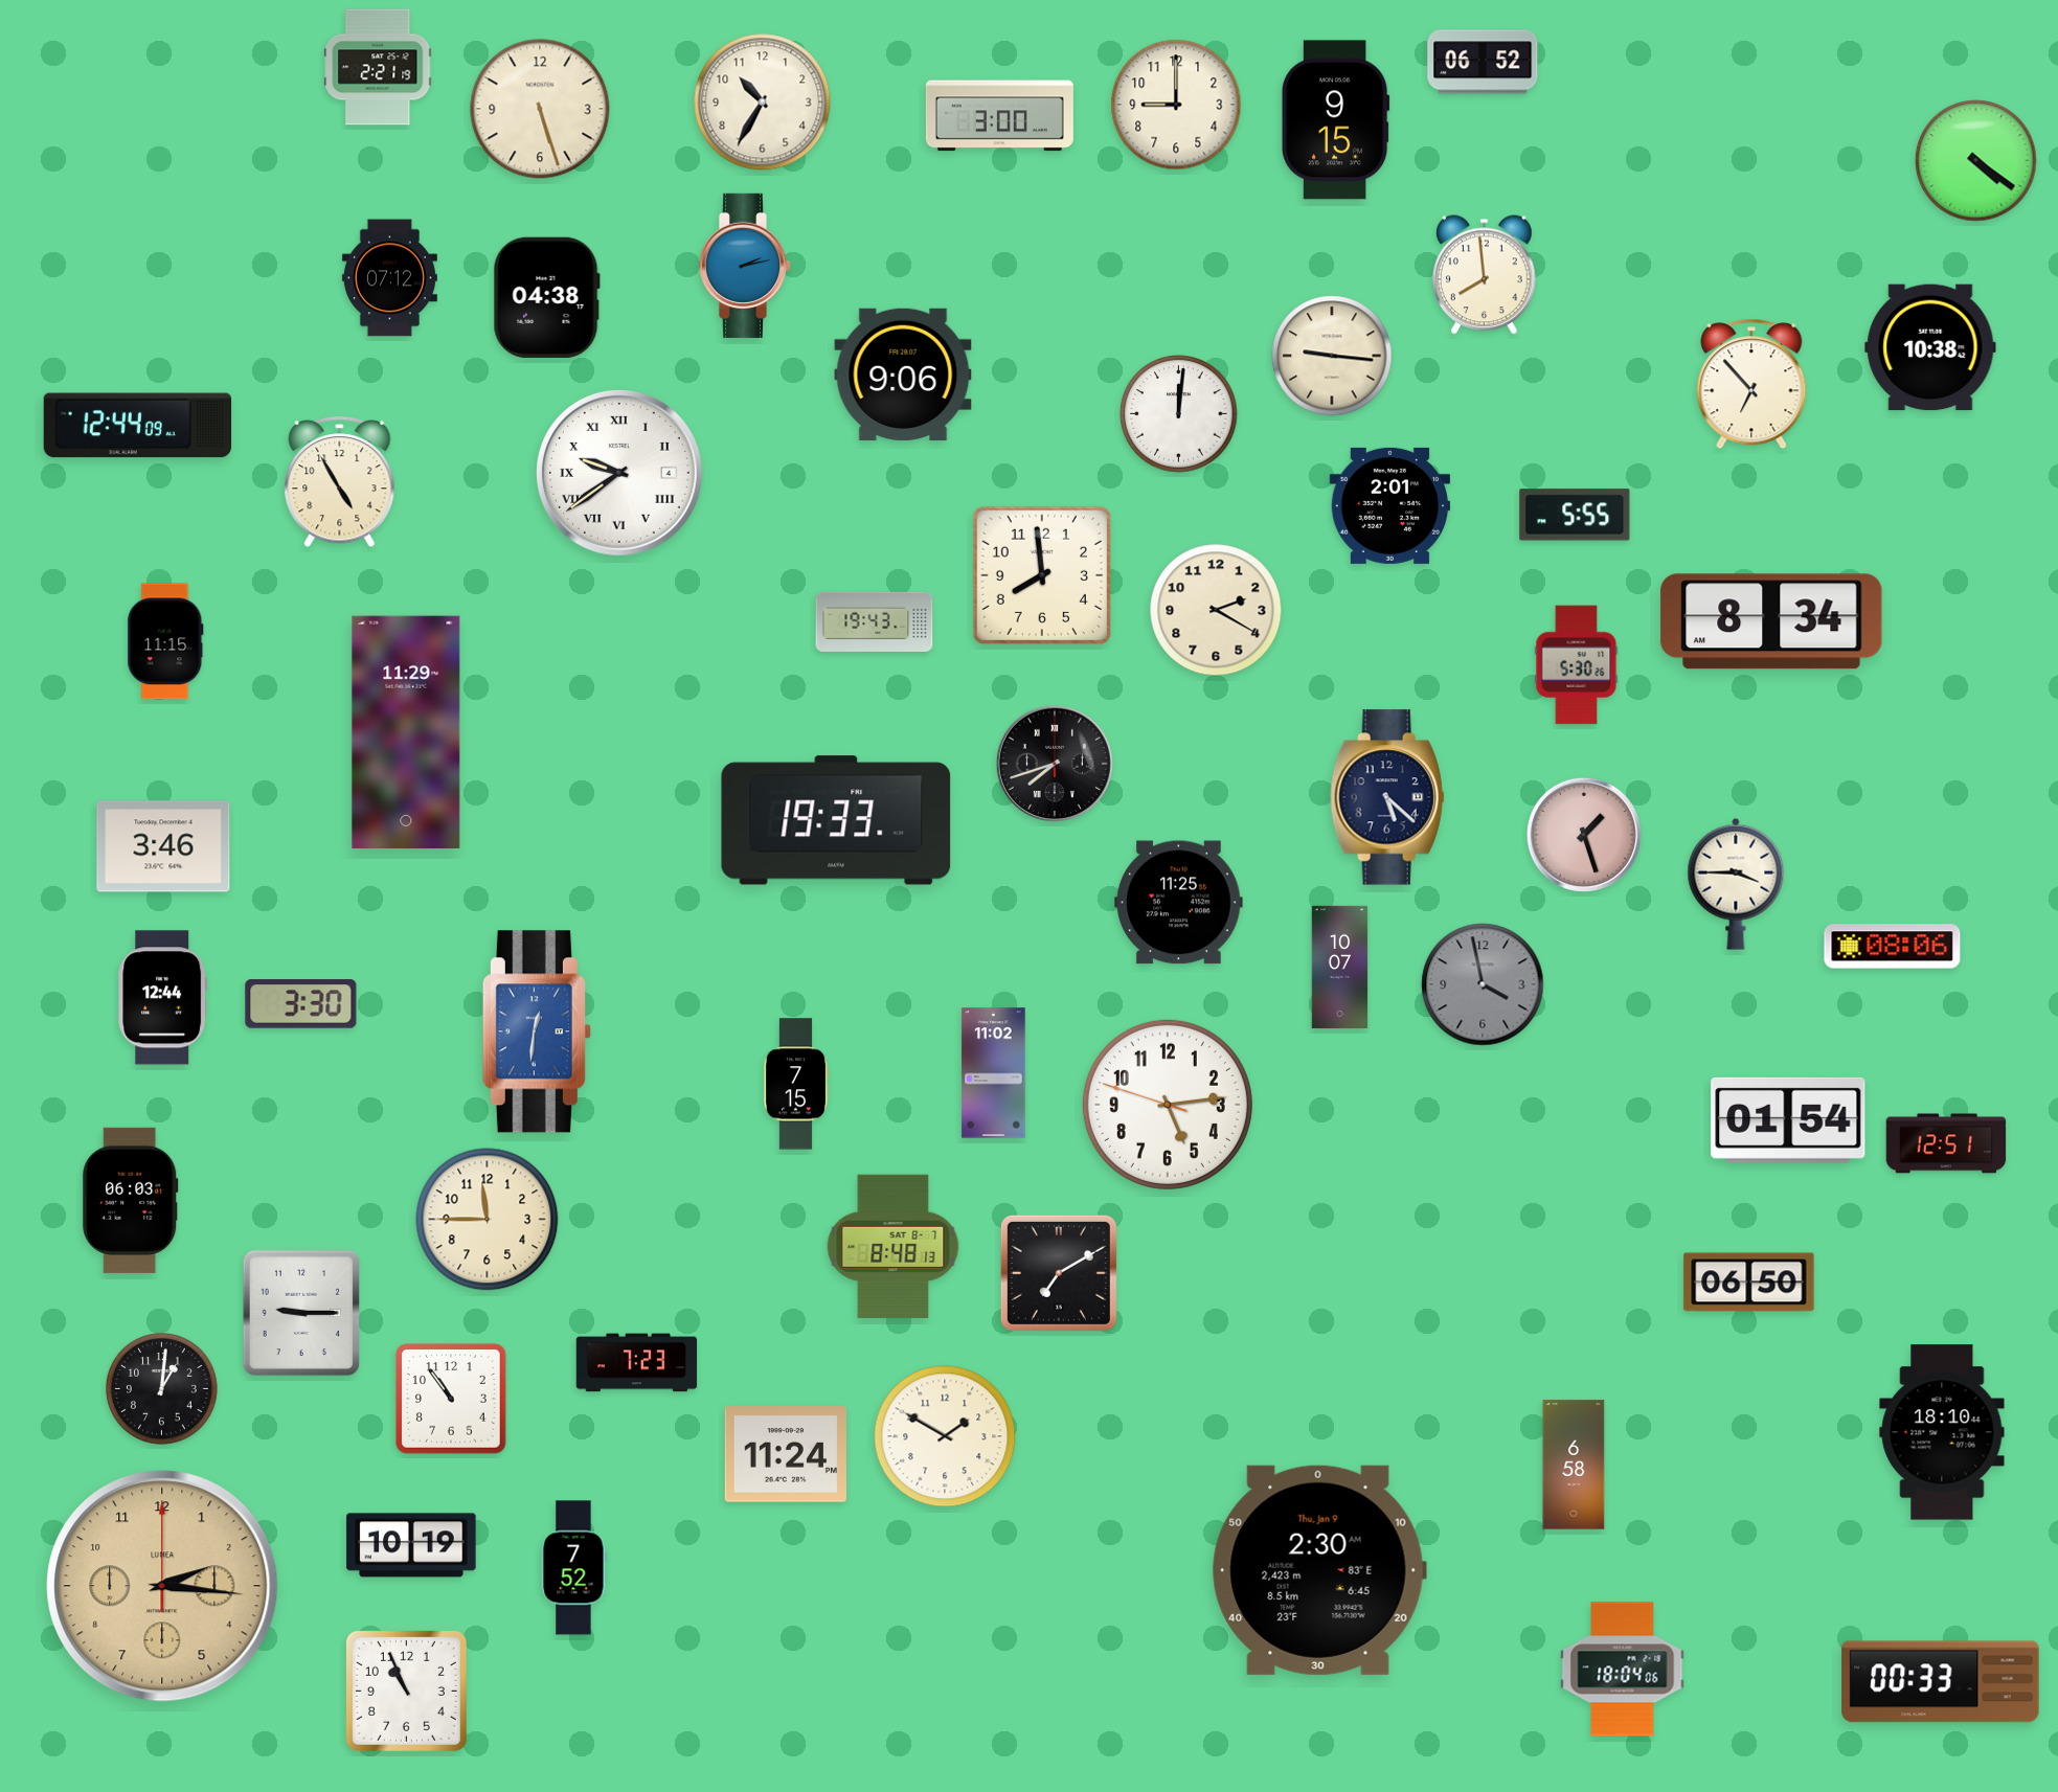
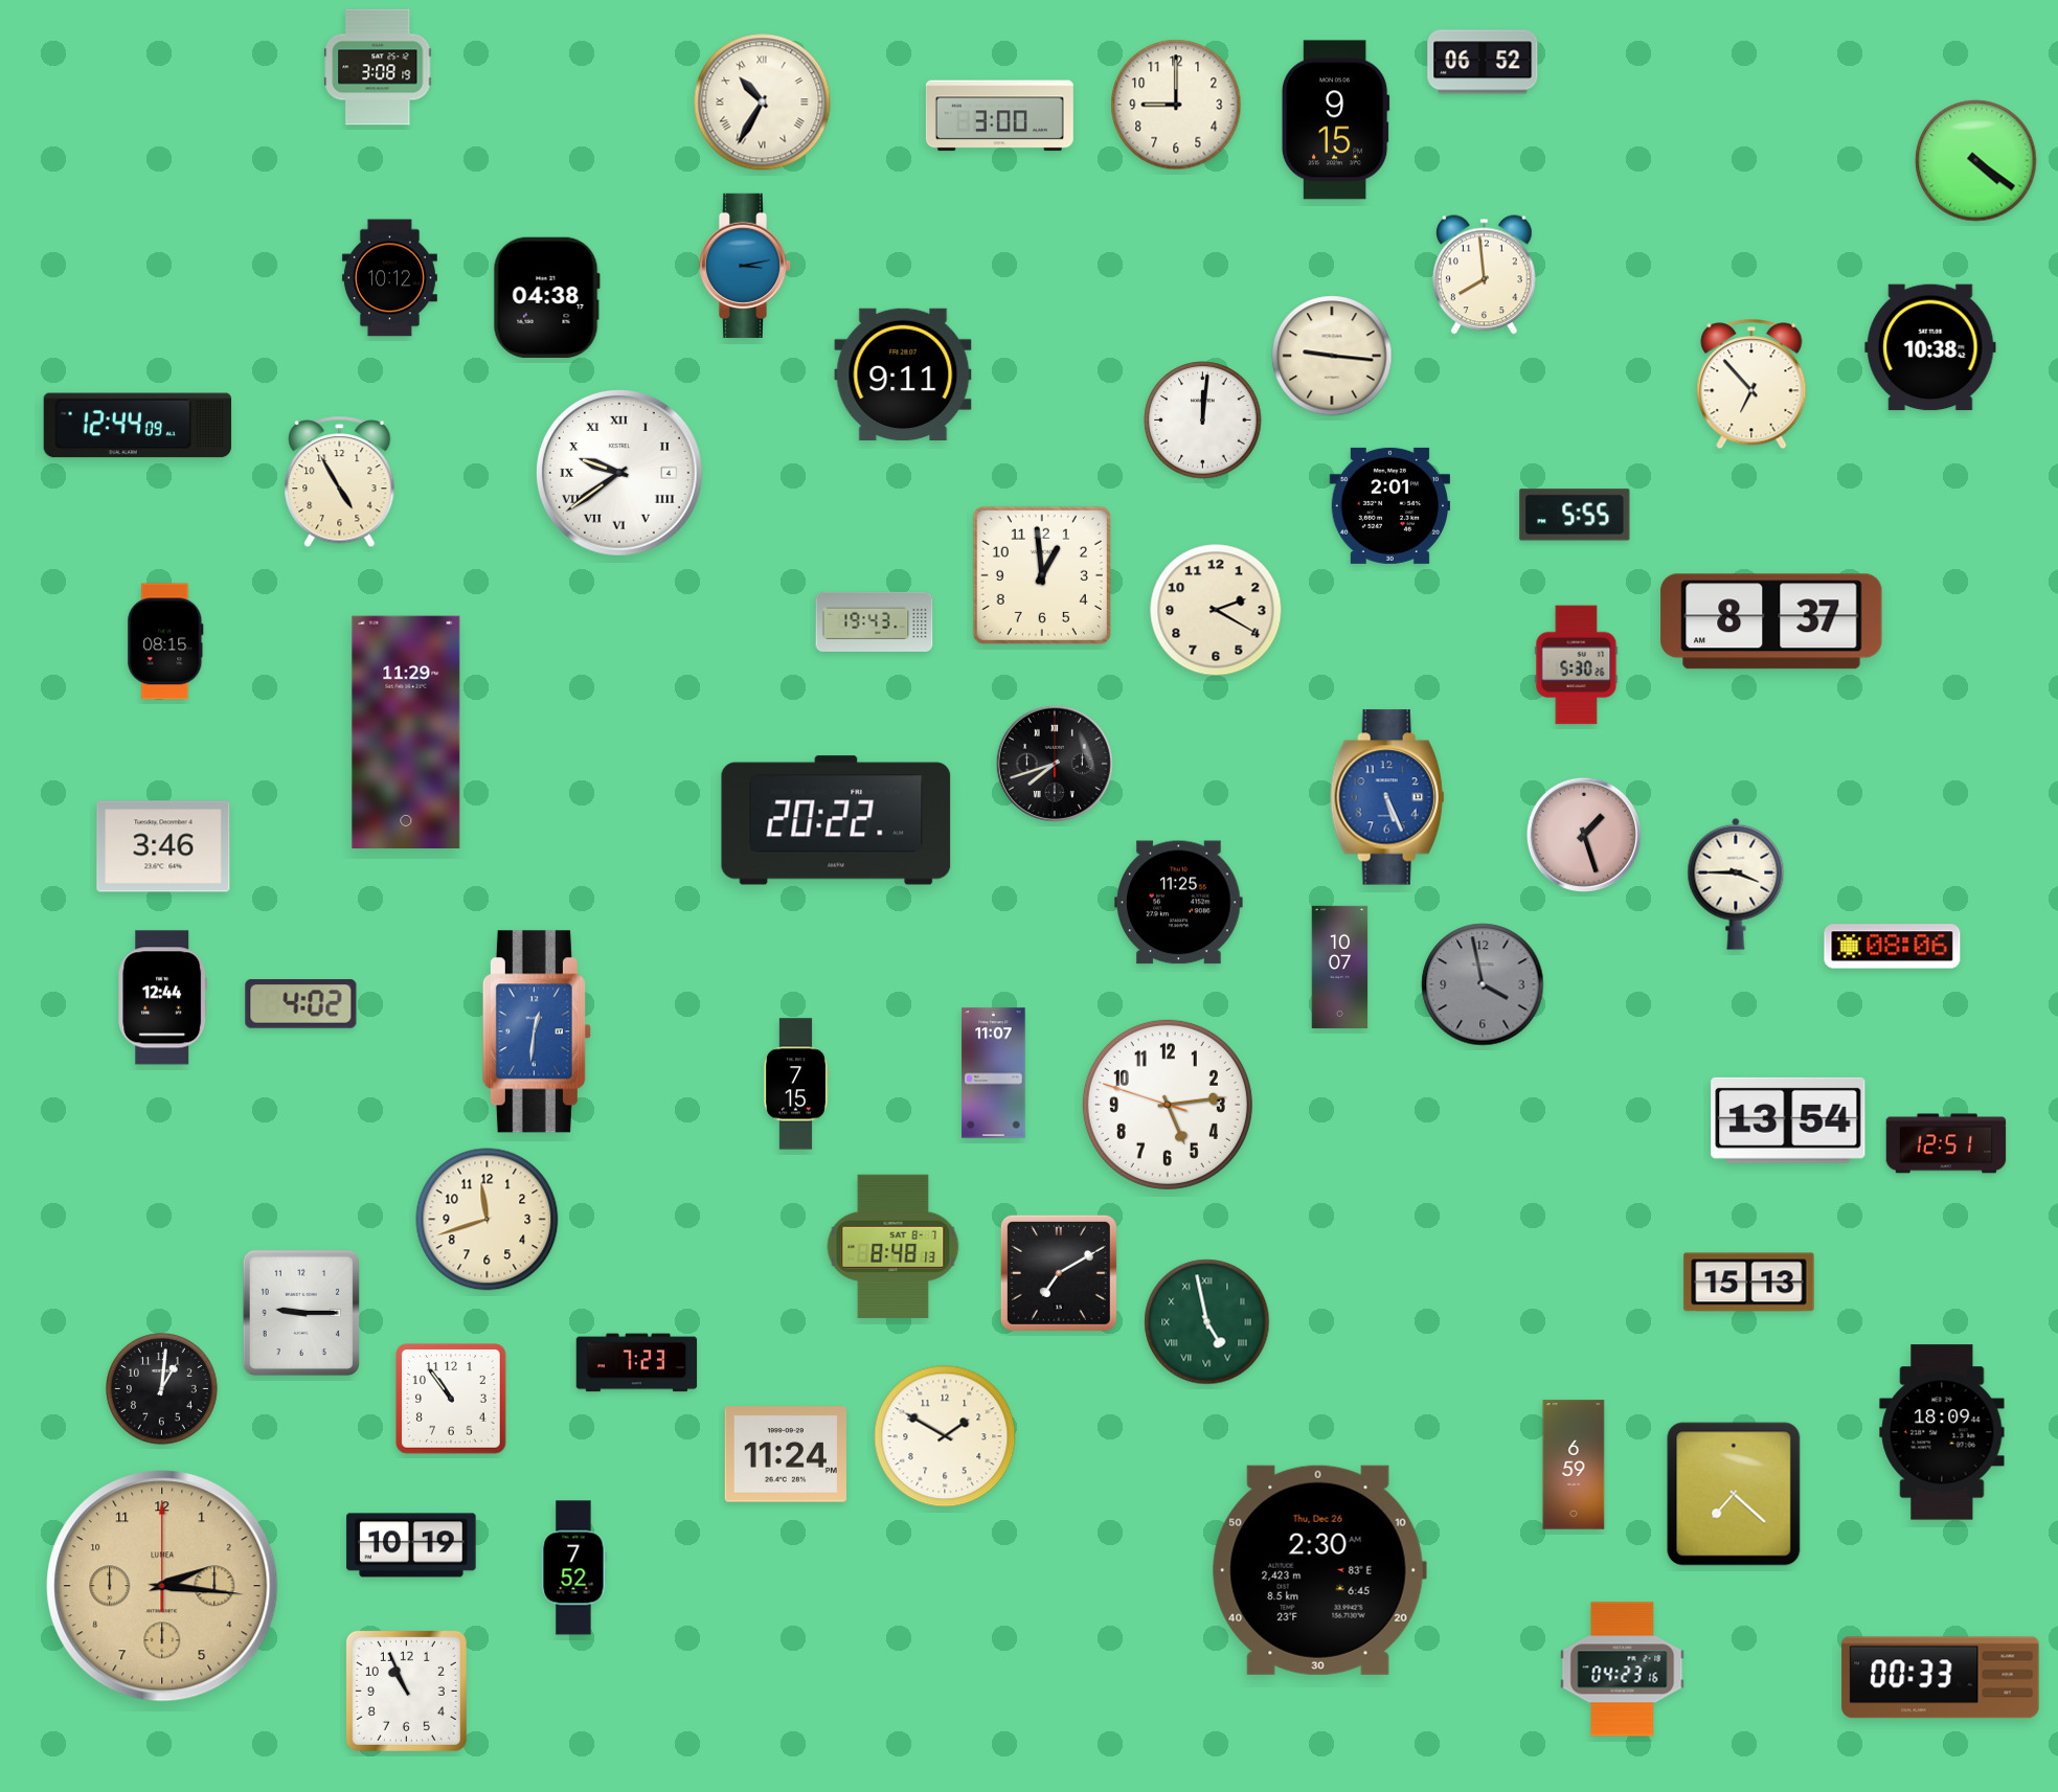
clock at (378, 67): 2:21 -> 3:08
clock at (763, 103) numerals: Arabic -> Roman
clock at (540, 109): 5:27 -> none
clock at (745, 266): 2:13 -> 3:13
clock at (389, 278): 07:12 -> 10:12
clock at (903, 373): 9:06 -> 9:11
clock at (1179, 414) position: (1179, 414) -> (1203, 421)
clock at (1042, 575): 7:59 -> 12:59
clock at (1771, 621): 8:34 -> 8:37
clock at (165, 641): 11:15 -> 08:15
clock at (1387, 797): 5:22 -> 5:26
clock at (1387, 797) dial: navy -> blue
clock at (836, 820): 19:33 -> 20:22
clock at (301, 1004): 3:30 -> 4:02
clock at (994, 1073): 11:02 -> 11:07
clock at (1788, 1120): 01:54 -> 13:54
clock at (131, 1200): 06:03 -> none
clock at (488, 1220): 11:45 -> 11:42
clock at (1749, 1283): 06:50 -> 15:13
clock at (1207, 1322): none -> 4:58
clock at (1942, 1432): 18:10 -> 18:09
clock at (1574, 1465): 6:58 -> 6:59
clock at (1734, 1494): none -> 7:22
clock at (1319, 1570) date: Thu, Jan 9 -> Thu, Dec 26
clock at (1623, 1670): 18:04 -> 04:23
clock at (1941, 1682) position: (1941, 1682) -> (1941, 1678)
